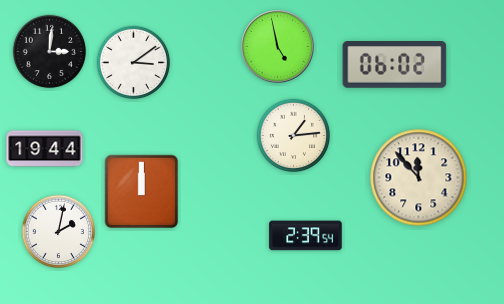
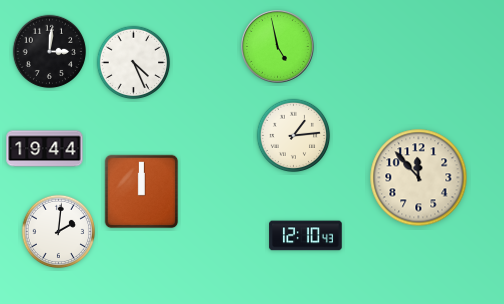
clock at (134, 63): 3:09 -> 4:26
clock at (395, 65): 06:02 -> none
clock at (59, 232): 2:02 -> 2:01
clock at (306, 236): 2:39 -> 12:10
